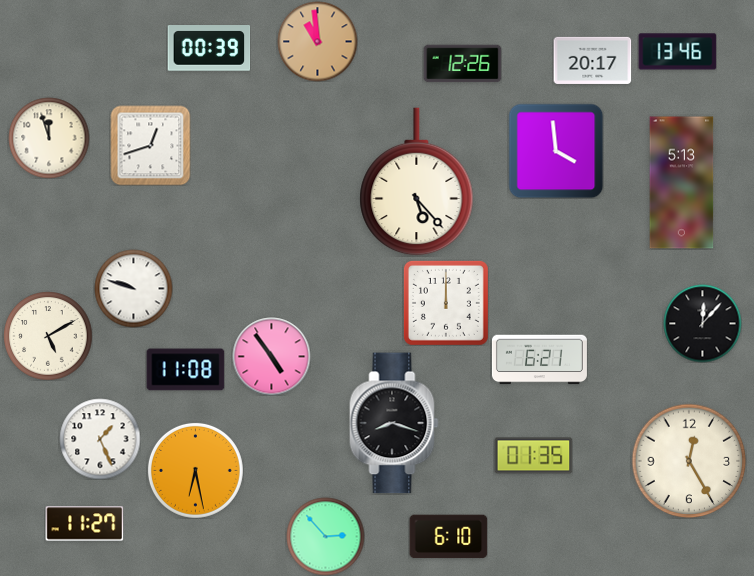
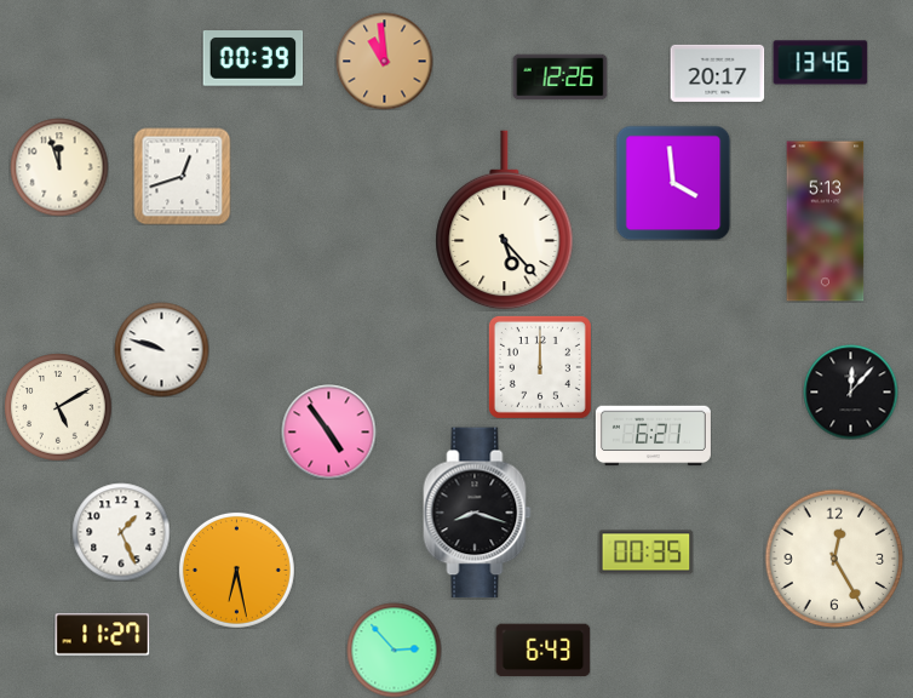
clock at (317, 41) position: (317, 41) -> (384, 61)
clock at (185, 370): 11:08 -> none
clock at (533, 456): 01:35 -> 00:35
clock at (448, 537): 6:10 -> 6:43
